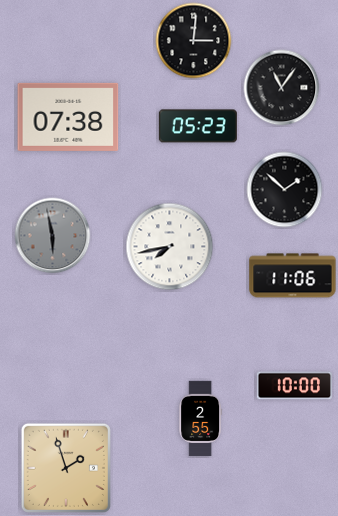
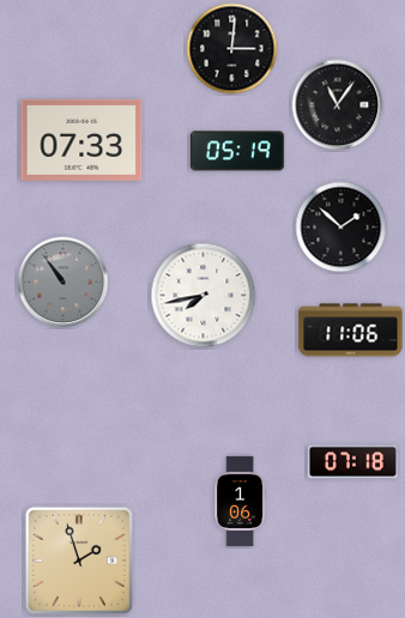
clock at (68, 117): 07:38 -> 07:33
clock at (198, 126): 05:23 -> 05:19
clock at (53, 236): 5:58 -> 10:54
clock at (294, 386): 10:00 -> 07:18
clock at (201, 419): 2:55 -> 1:06
